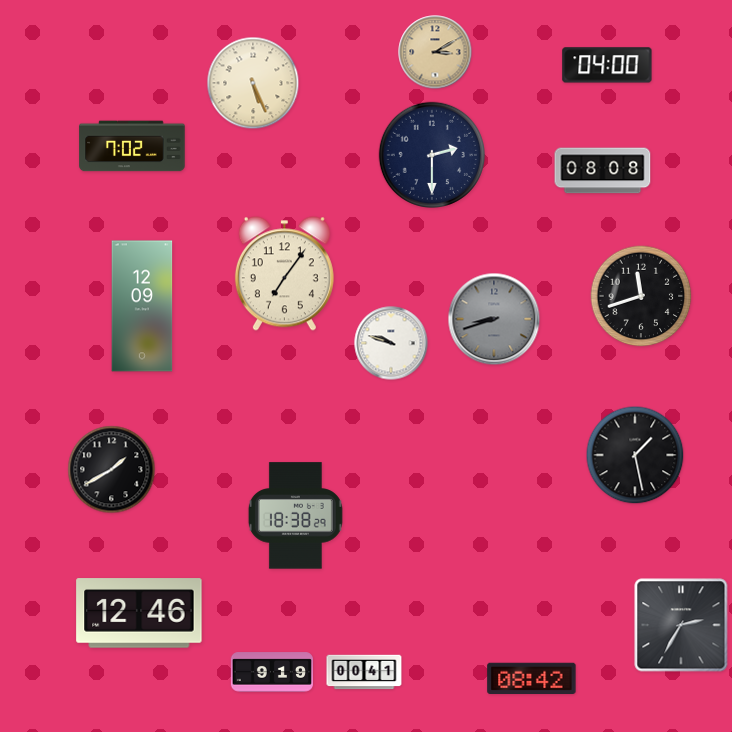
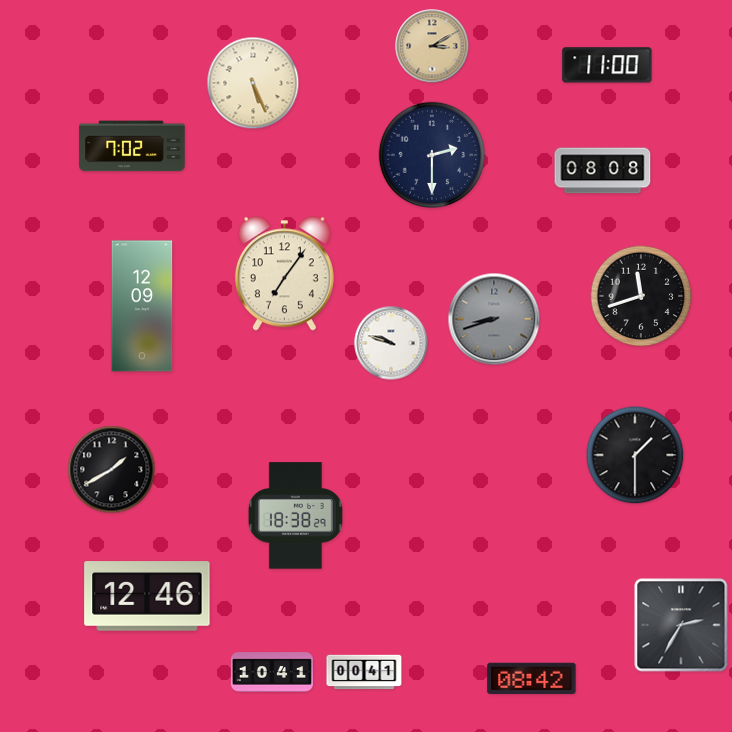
clock at (435, 52) position: (435, 52) -> (432, 46)
clock at (607, 65): 04:00 -> 11:00
clock at (635, 455): 1:28 -> 1:30
clock at (139, 613) position: (139, 613) -> (147, 596)
clock at (271, 672): 9:19 -> 10:41
